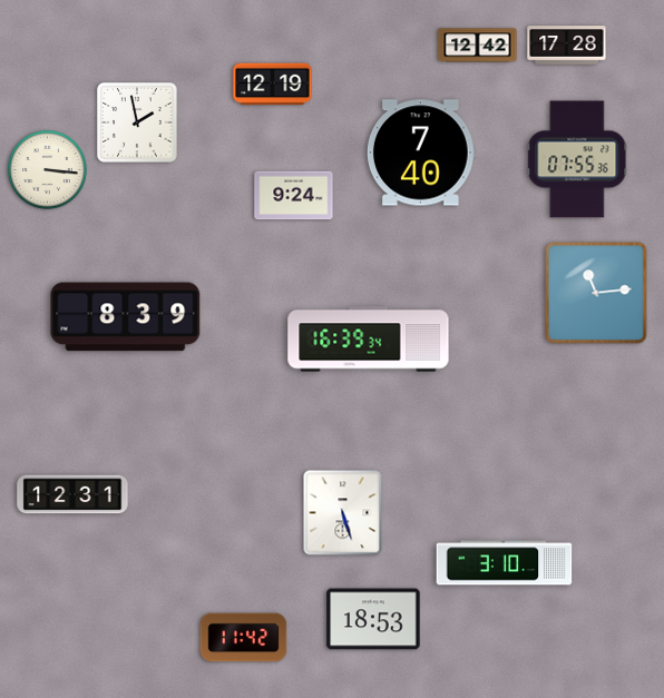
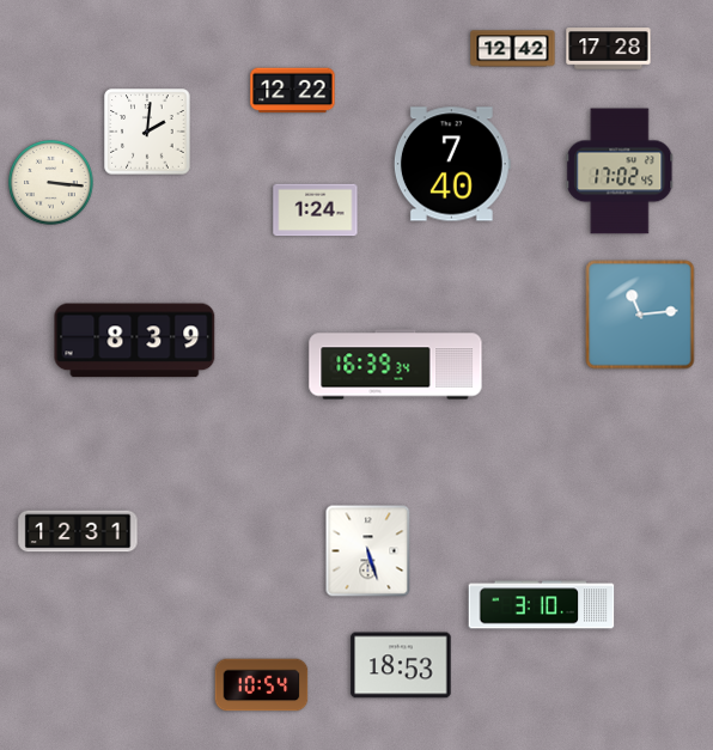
clock at (273, 85): 12:19 -> 12:22
clock at (137, 122): 1:58 -> 2:01
clock at (577, 159): 07:55 -> 17:02
clock at (294, 196): 9:24 -> 1:24
clock at (244, 638): 11:42 -> 10:54
